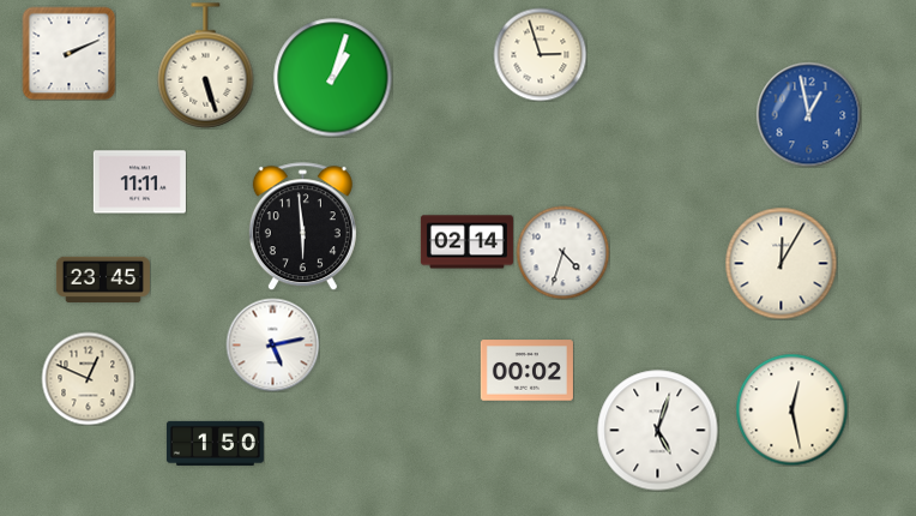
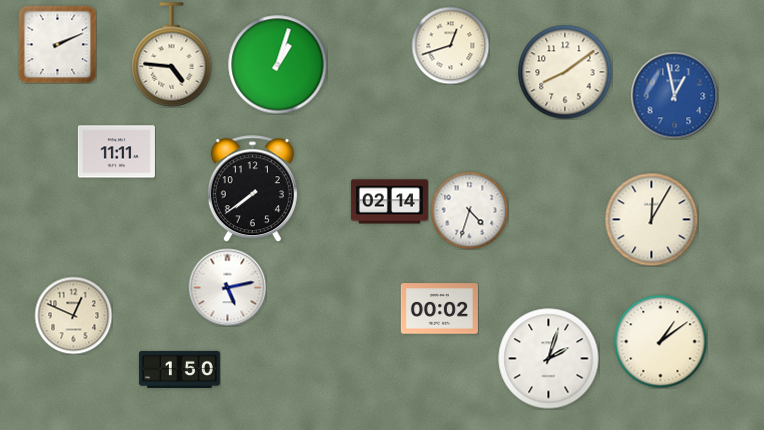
clock at (540, 54): 2:57 -> 12:42
clock at (206, 66): 5:27 -> 4:46
clock at (565, 72): none -> 8:09
clock at (302, 227): 5:59 -> 7:39
clock at (103, 278): 23:45 -> none
clock at (791, 409): 12:28 -> 1:09
clock at (658, 431): 5:03 -> 2:03
